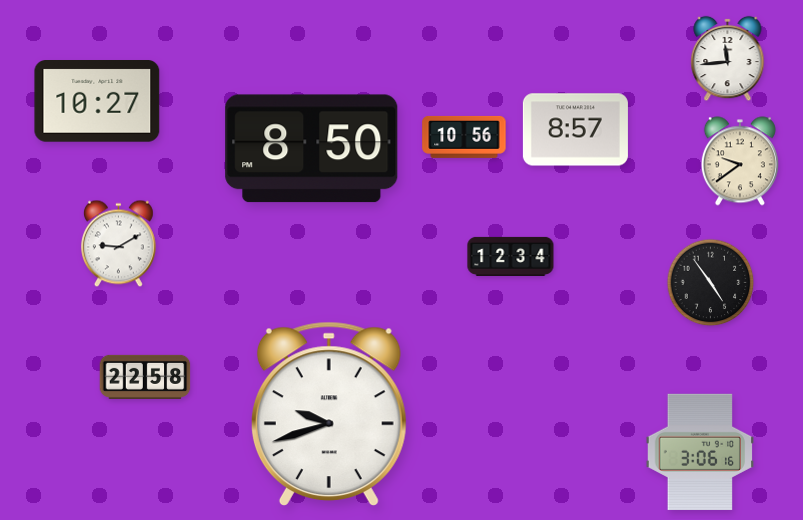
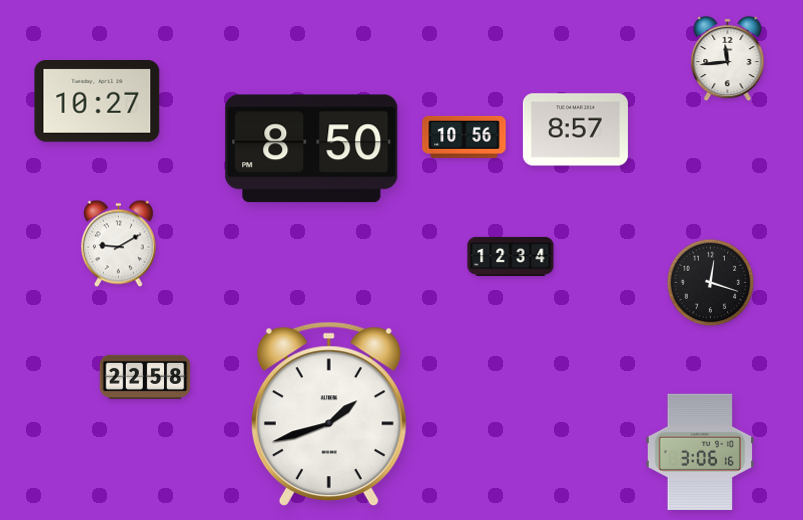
clock at (740, 161): 9:39 -> none
clock at (711, 283): 4:54 -> 12:18
clock at (329, 413): 9:42 -> 1:42
